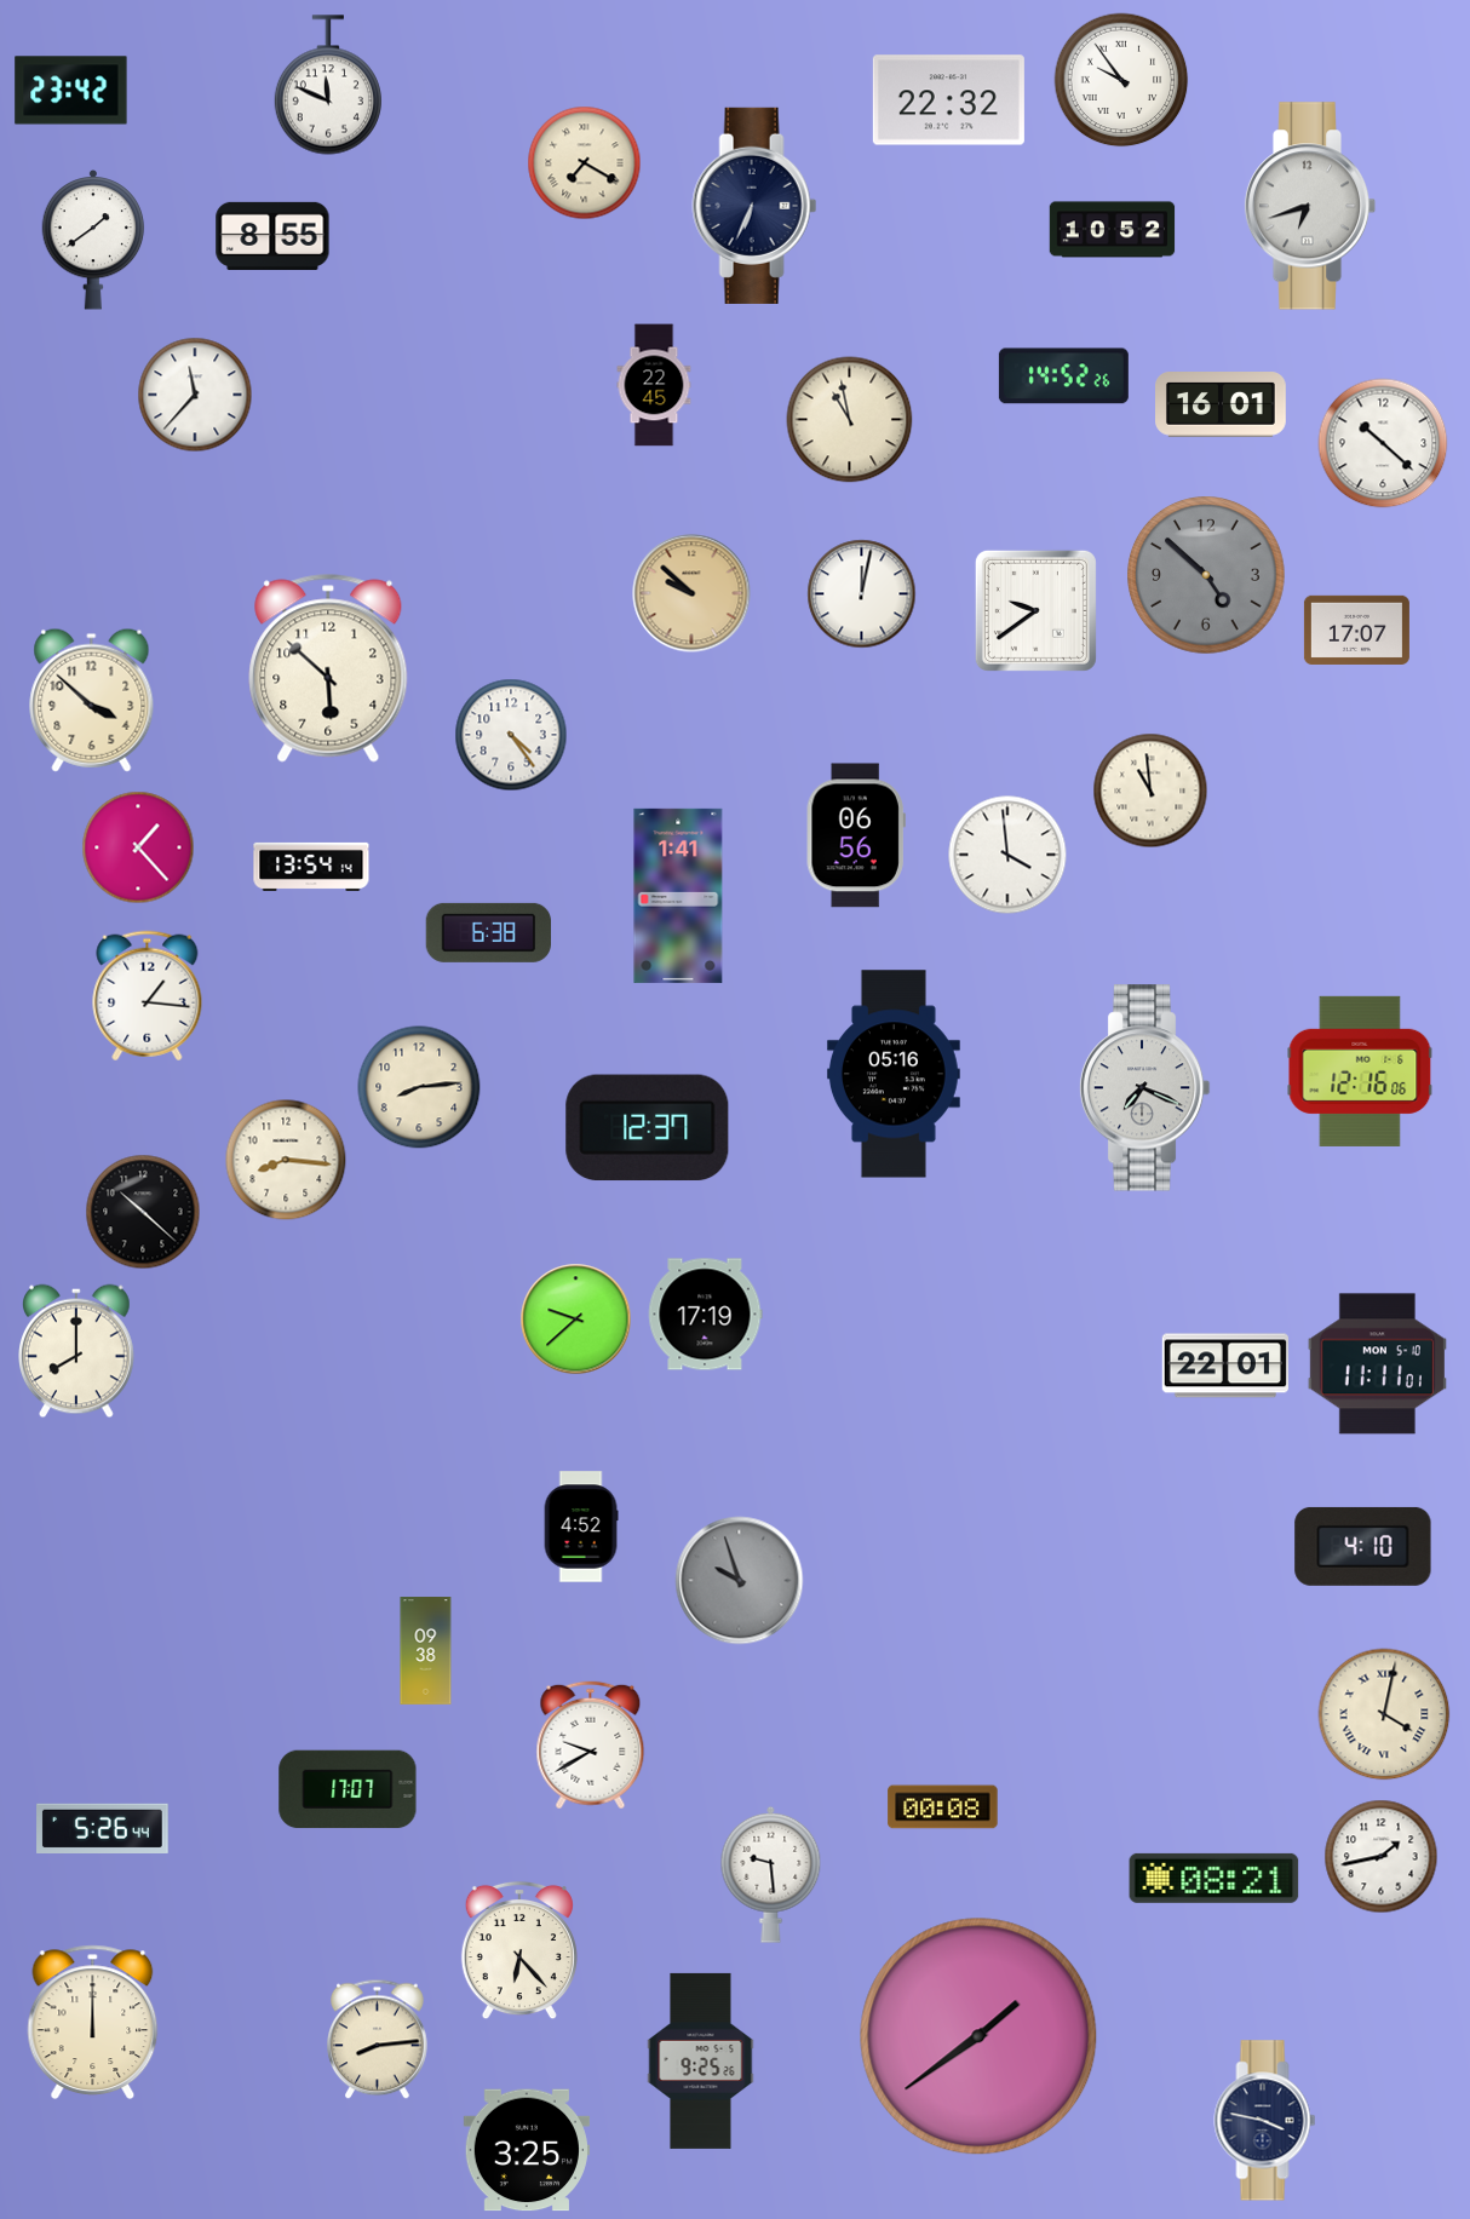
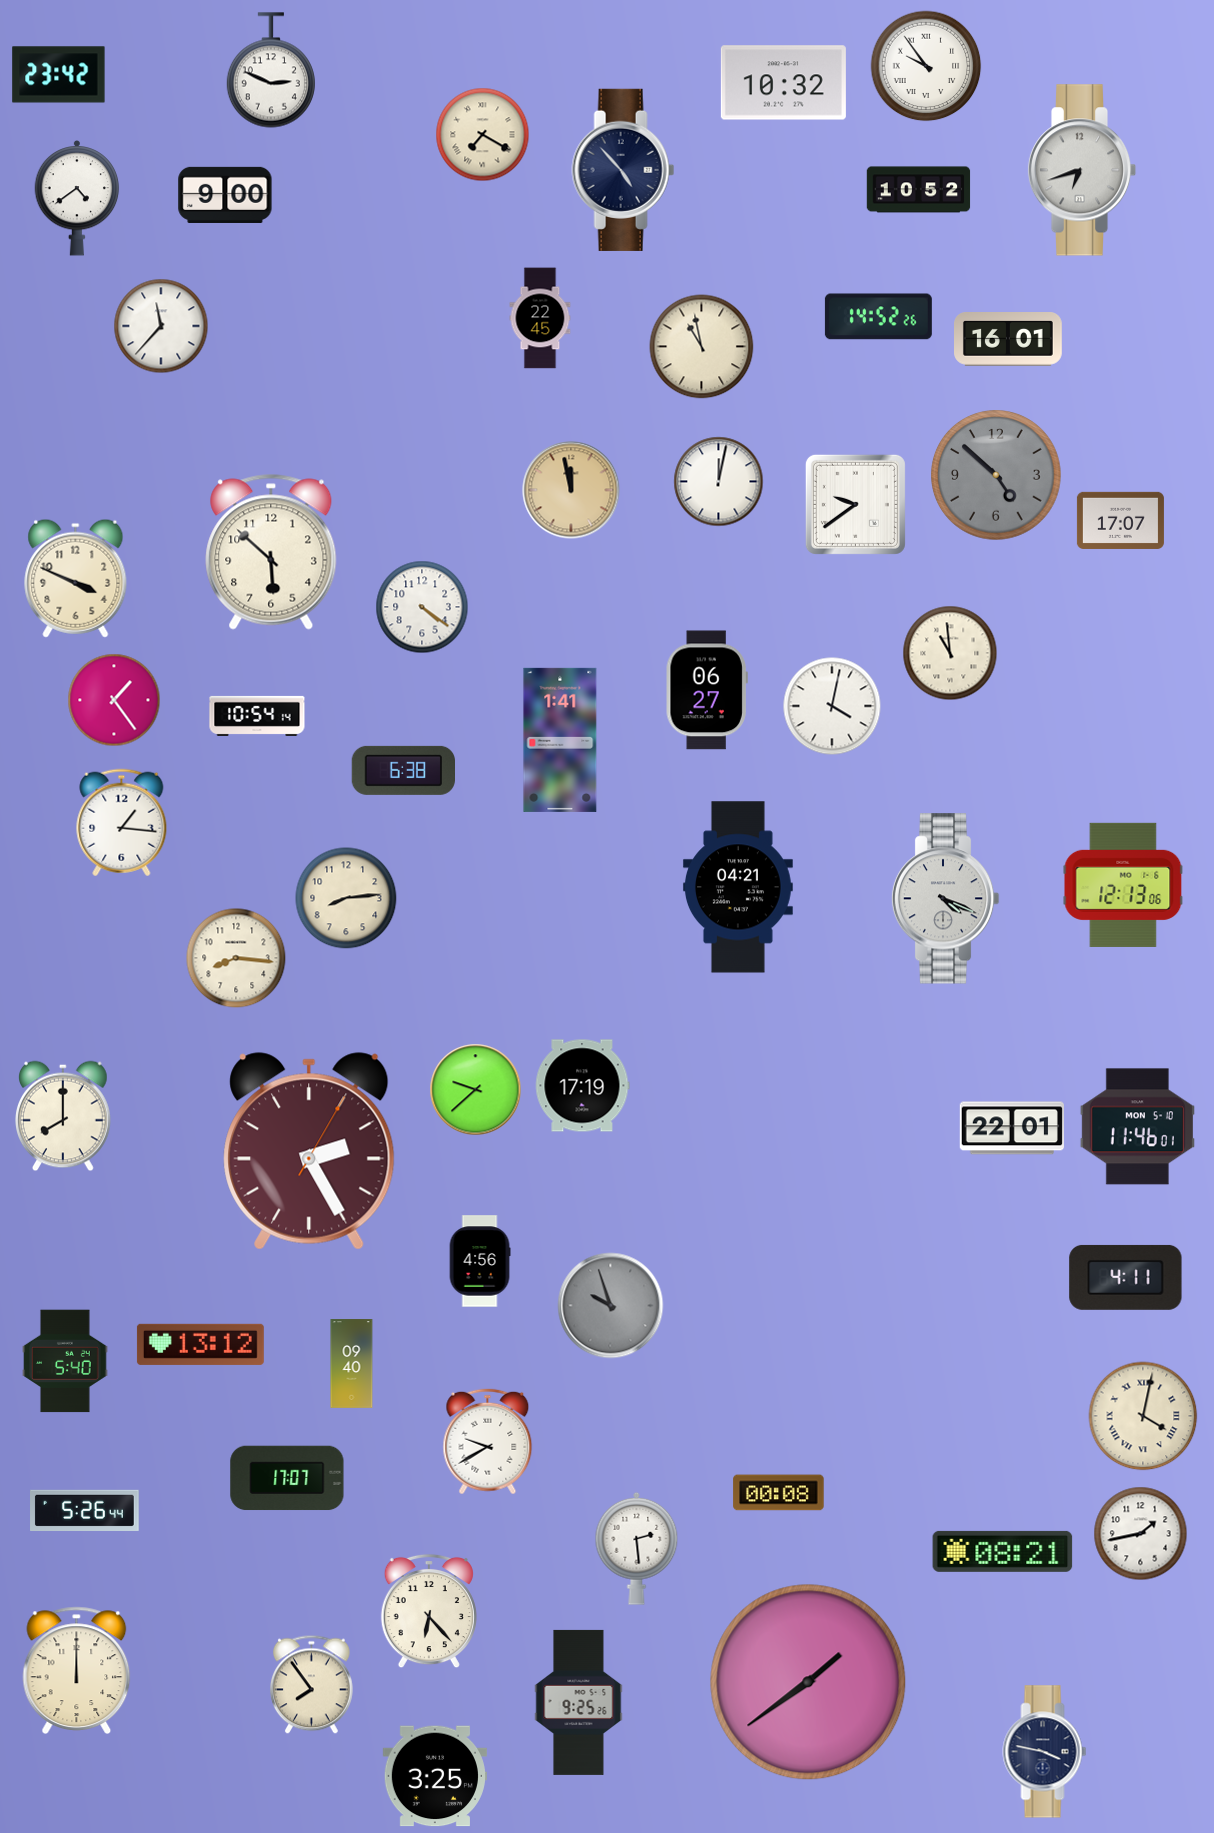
clock at (328, 85): 11:49 -> 2:49
clock at (948, 100): 22:32 -> 10:32
clock at (754, 206): 6:34 -> 4:53
clock at (272, 236): 8:55 -> 9:00
clock at (93, 240): 1:39 -> 4:39
clock at (1063, 376) position: (1063, 376) -> (878, 317)
clock at (1222, 406) position: (1222, 406) -> (1009, 340)
clock at (1383, 443): 10:22 -> none
clock at (691, 593): 9:52 -> 11:58
clock at (862, 594) position: (862, 594) -> (719, 482)
clock at (92, 700): 3:52 -> 3:49
clock at (511, 735): 4:24 -> 4:21
clock at (856, 835): 06:56 -> 06:27
clock at (138, 847): 1:23 -> 1:24
clock at (1007, 855): 3:59 -> 4:02
clock at (311, 867): 13:54 -> 10:54
clock at (1360, 1071): 12:16 -> 12:13
clock at (894, 1074): 05:16 -> 04:21
clock at (1144, 1088): 7:19 -> 4:19
clock at (648, 1128): 12:37 -> none
clock at (143, 1212): 10:22 -> none
clock at (1377, 1364): 11:11 -> 11:46
clock at (309, 1151): none -> 2:25
clock at (581, 1527): 4:52 -> 4:56
clock at (1363, 1546): 4:10 -> 4:11
clock at (200, 1344): none -> 13:12
clock at (65, 1361): none -> 5:40
clock at (426, 1651): 09:38 -> 09:40
clock at (771, 1874): 9:29 -> 2:29
clock at (378, 2040): 8:14 -> 7:54
